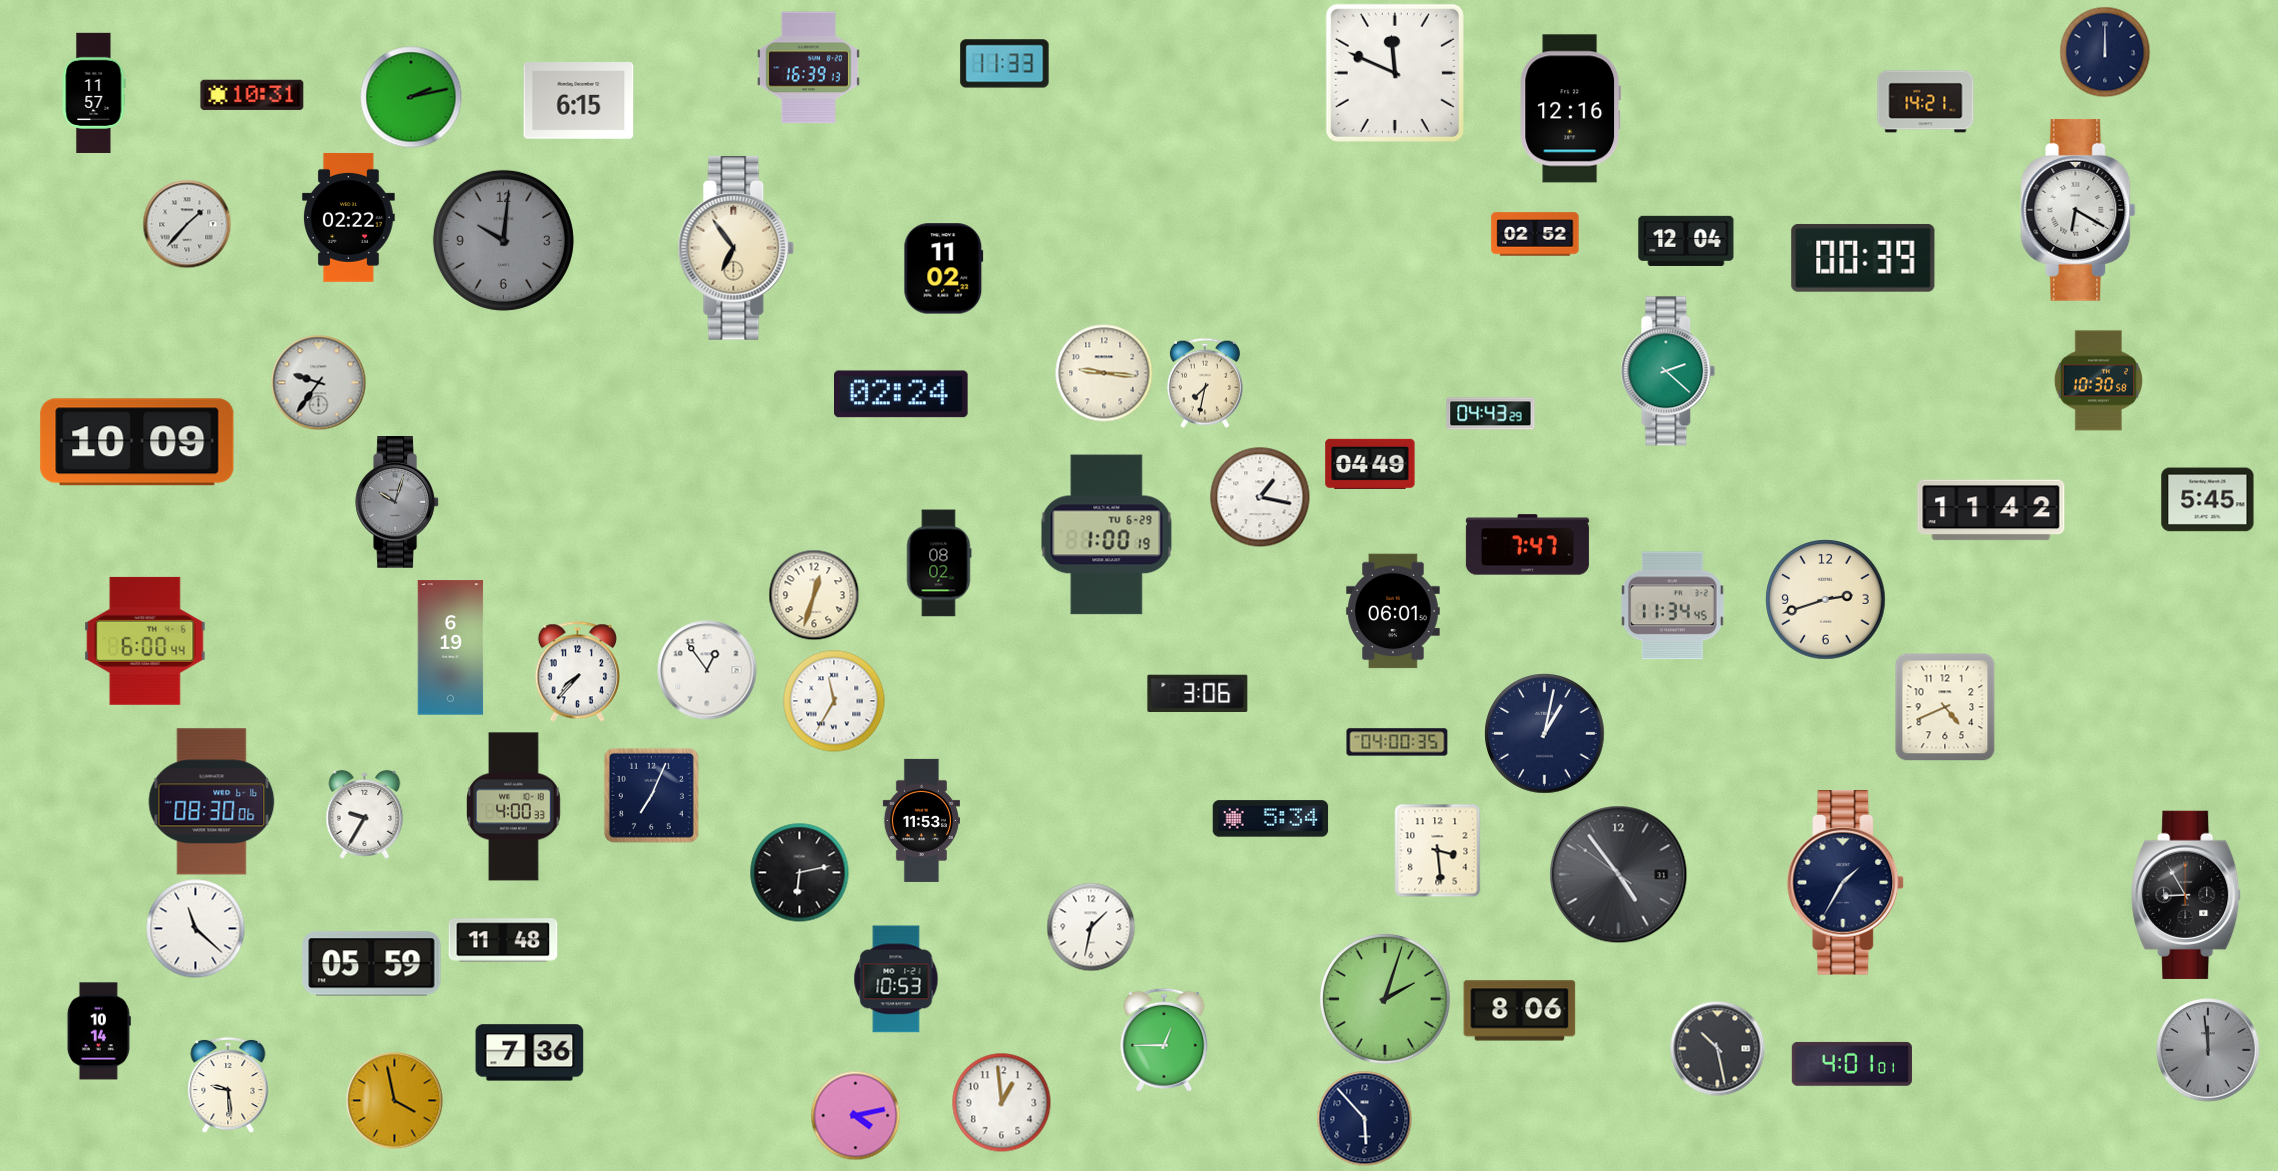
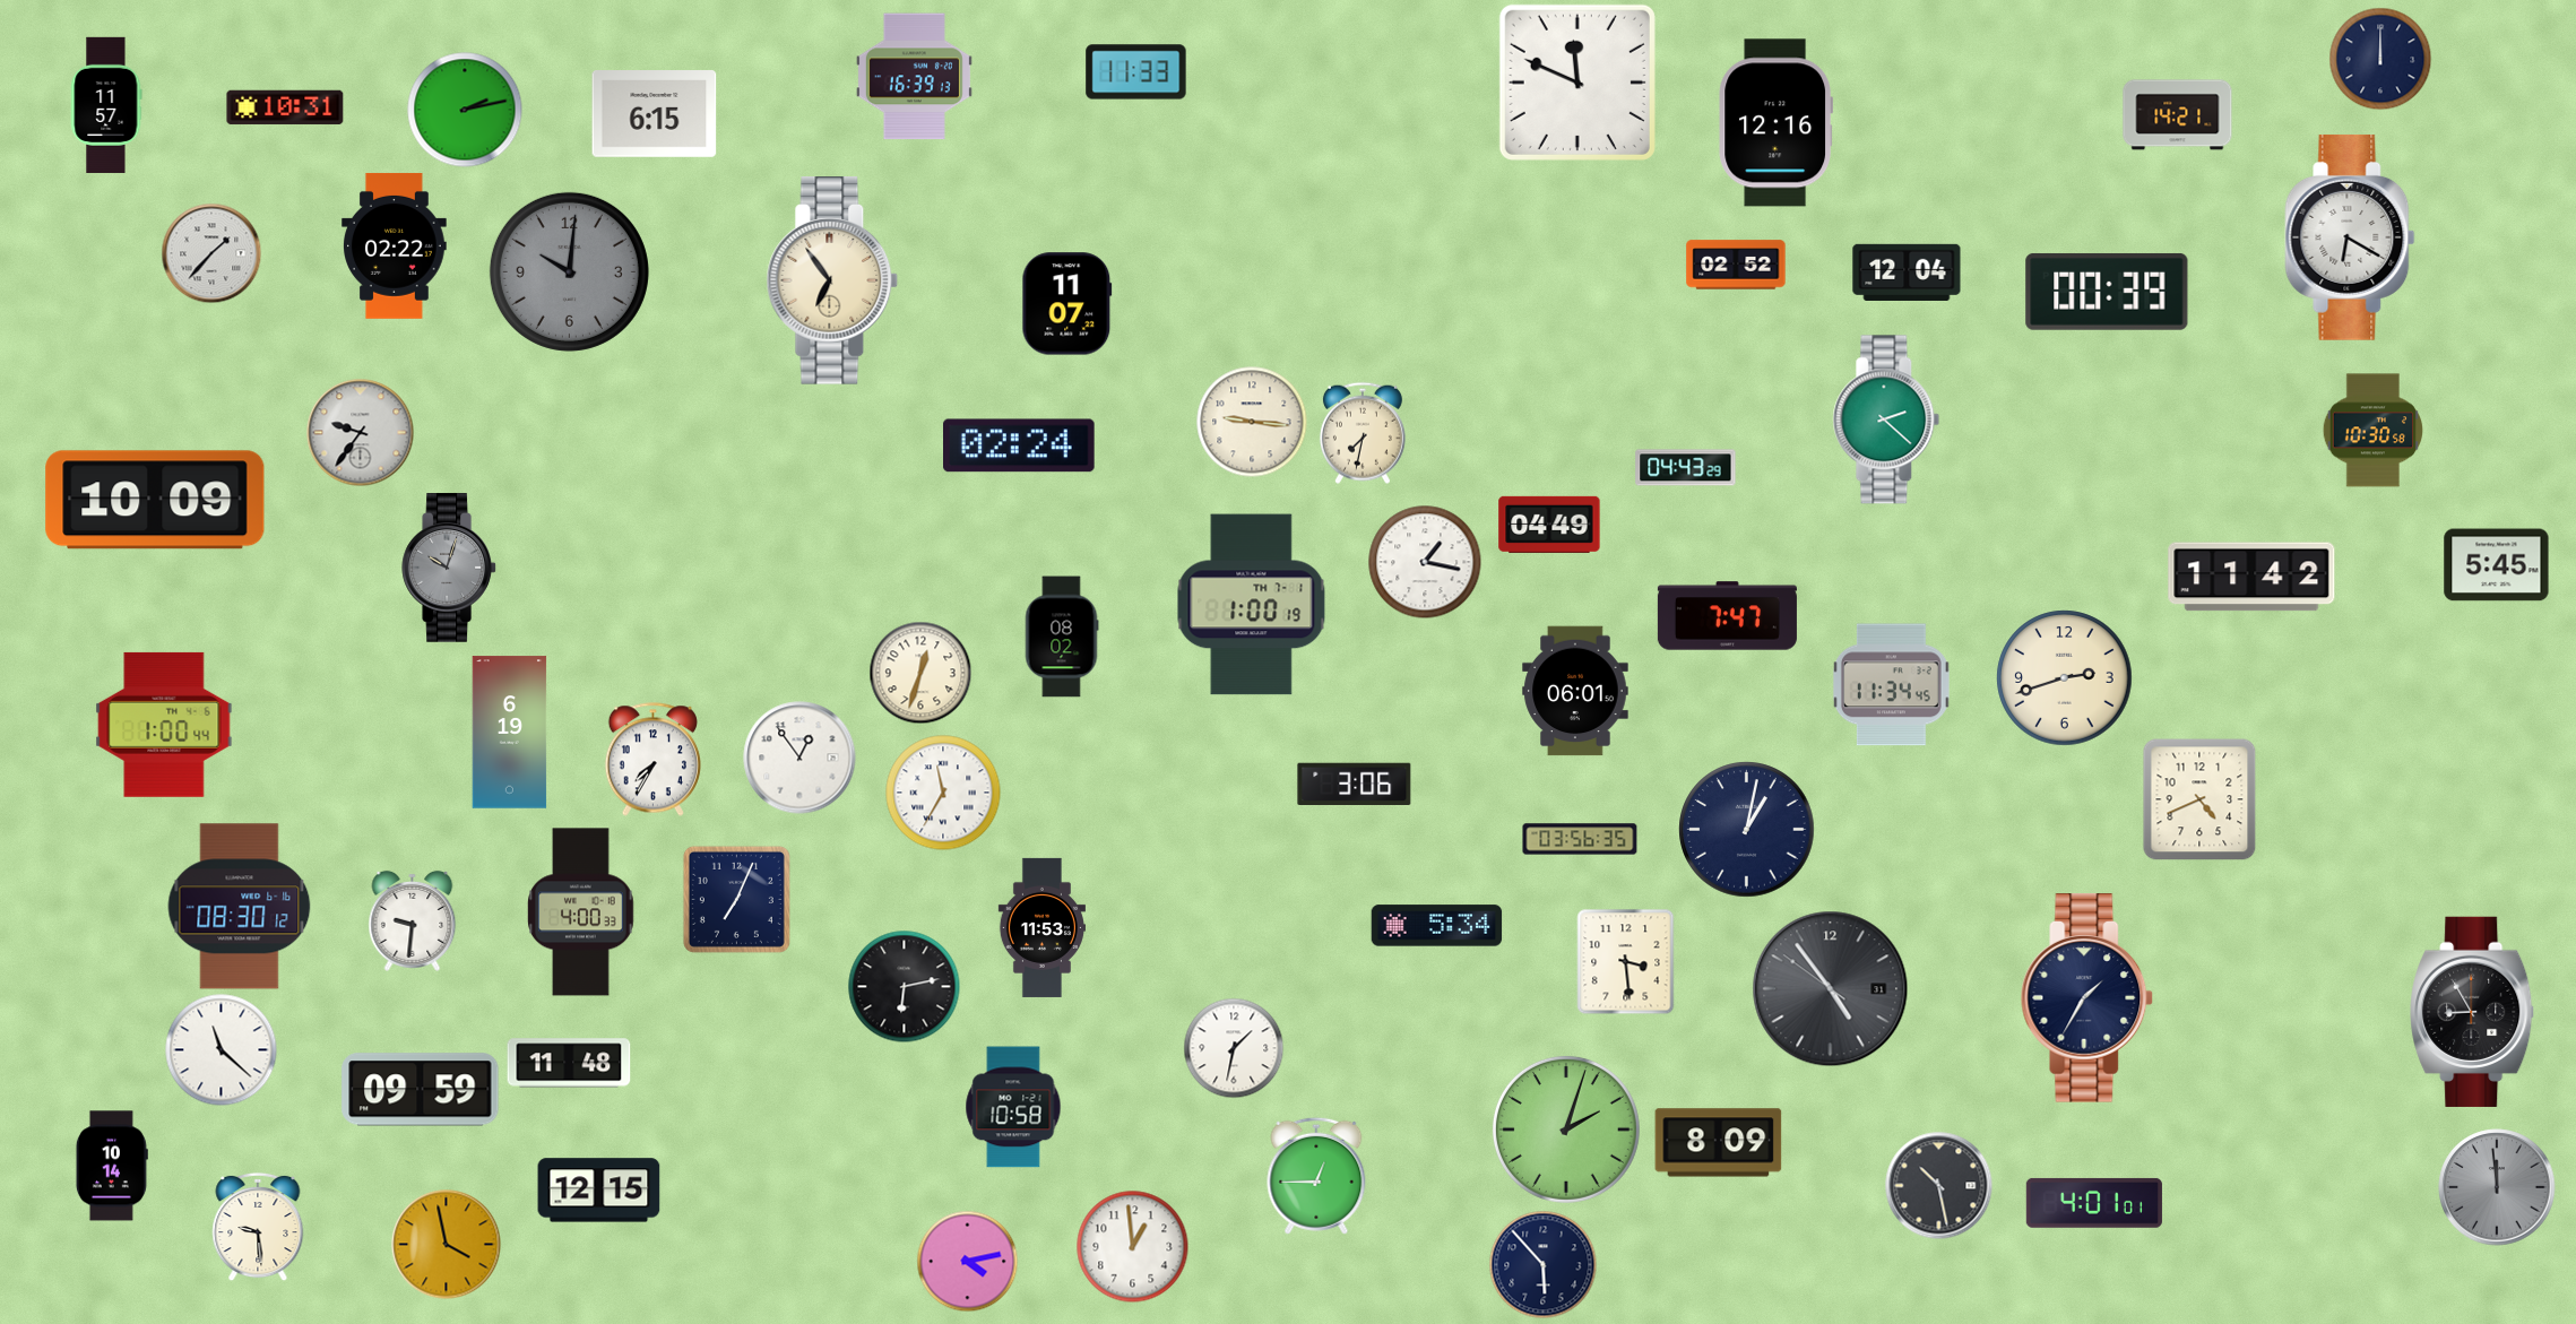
clock at (944, 269): 11:02 -> 11:07
clock at (1104, 373) position: (1104, 373) -> (1252, 422)
clock at (1107, 535) date: TU 6-29 -> TH 7-1
clock at (145, 641): 6:00 -> 1:00
clock at (577, 672): 7:37 -> 7:35
clock at (1397, 742): 04:00 -> 03:56
clock at (212, 802): 08:30:06 -> 08:30:12
clock at (365, 814): 9:35 -> 9:31
clock at (372, 964): 05:59 -> 09:59
clock at (896, 979): 10:53 -> 10:58
clock at (1520, 1011): 8:06 -> 8:09
clock at (1717, 1048) position: (1717, 1048) -> (1938, 1185)
clock at (530, 1053): 7:36 -> 12:15
